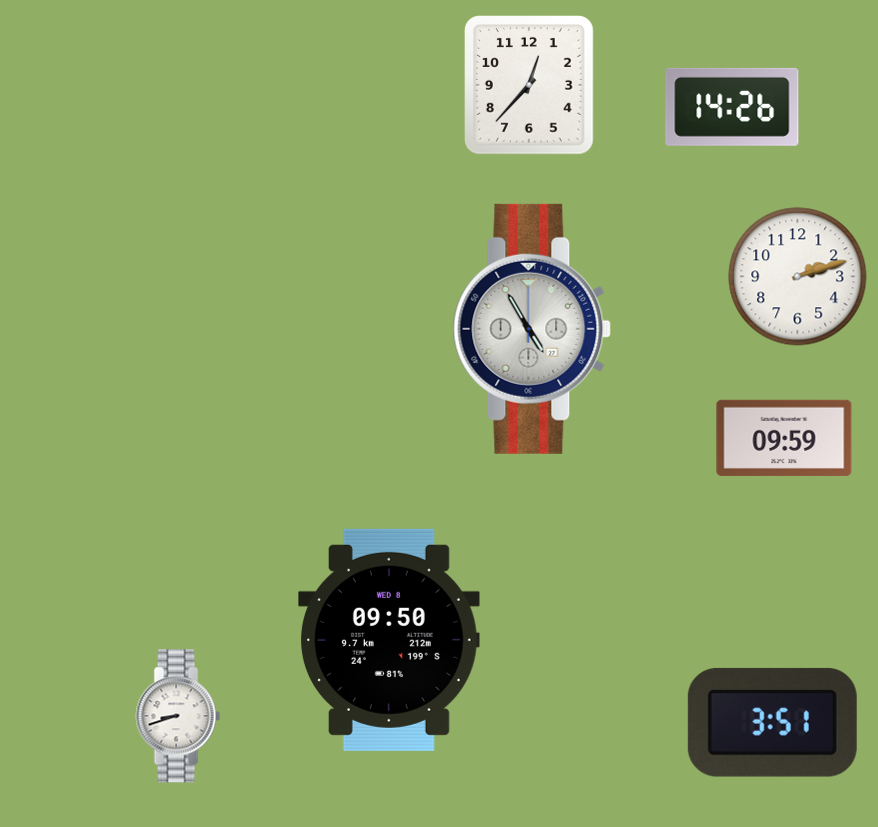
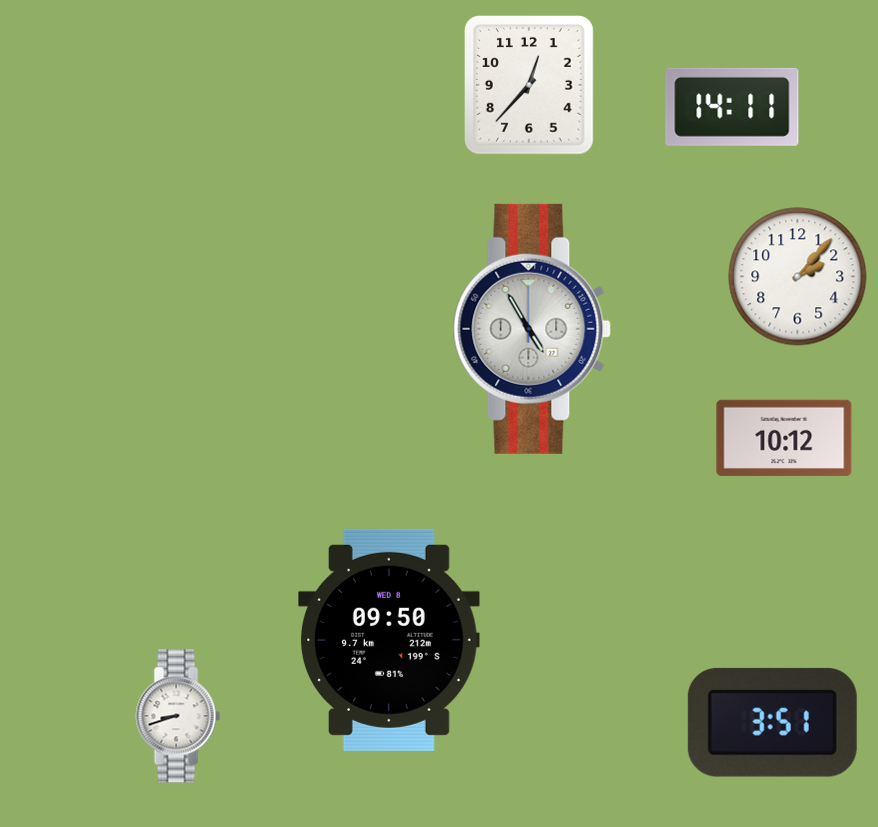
clock at (732, 107): 14:26 -> 14:11
clock at (798, 277): 2:12 -> 2:07
clock at (784, 438): 09:59 -> 10:12
